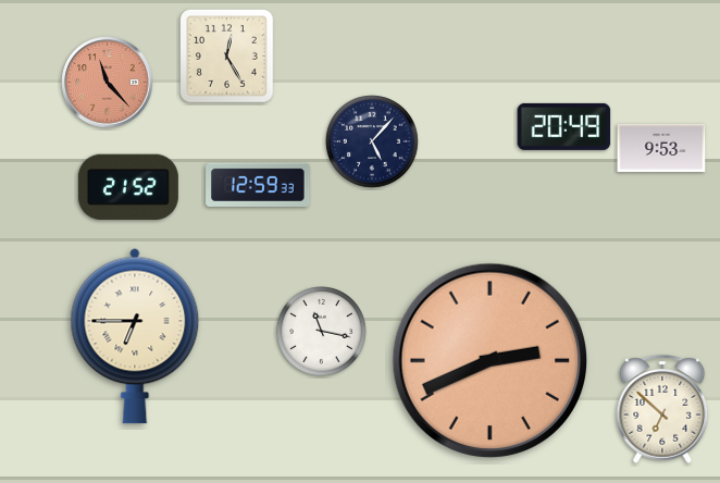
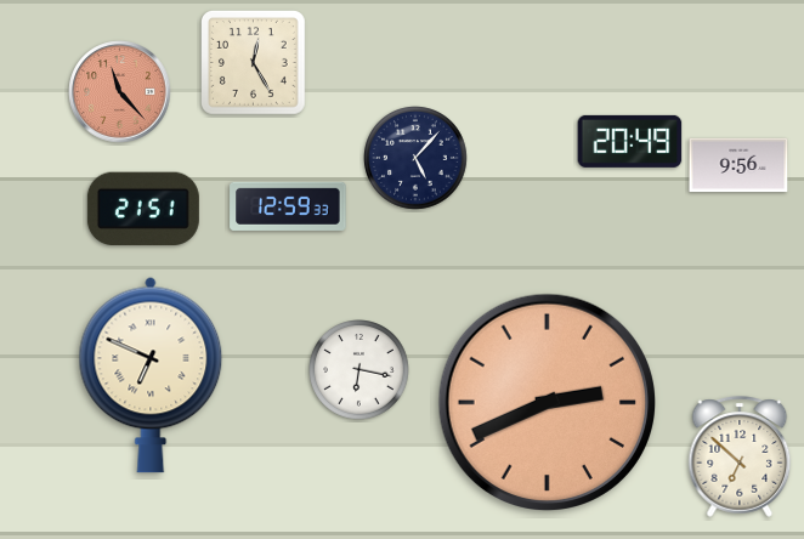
clock at (661, 148): 9:53 -> 9:56
clock at (128, 187): 21:52 -> 21:51
clock at (322, 332): 11:17 -> 6:17
clock at (135, 336): 6:45 -> 6:49
